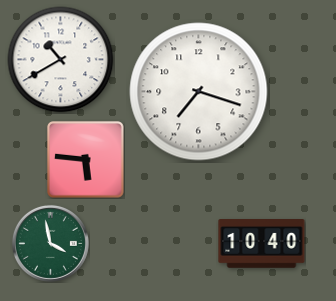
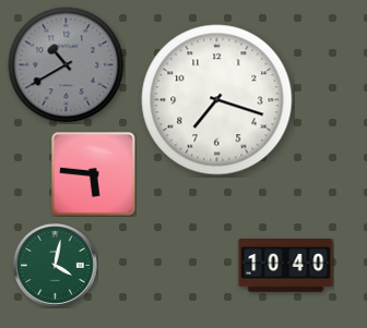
clock at (61, 60) dial: white -> grey
clock at (50, 243): 3:58 -> 4:02
